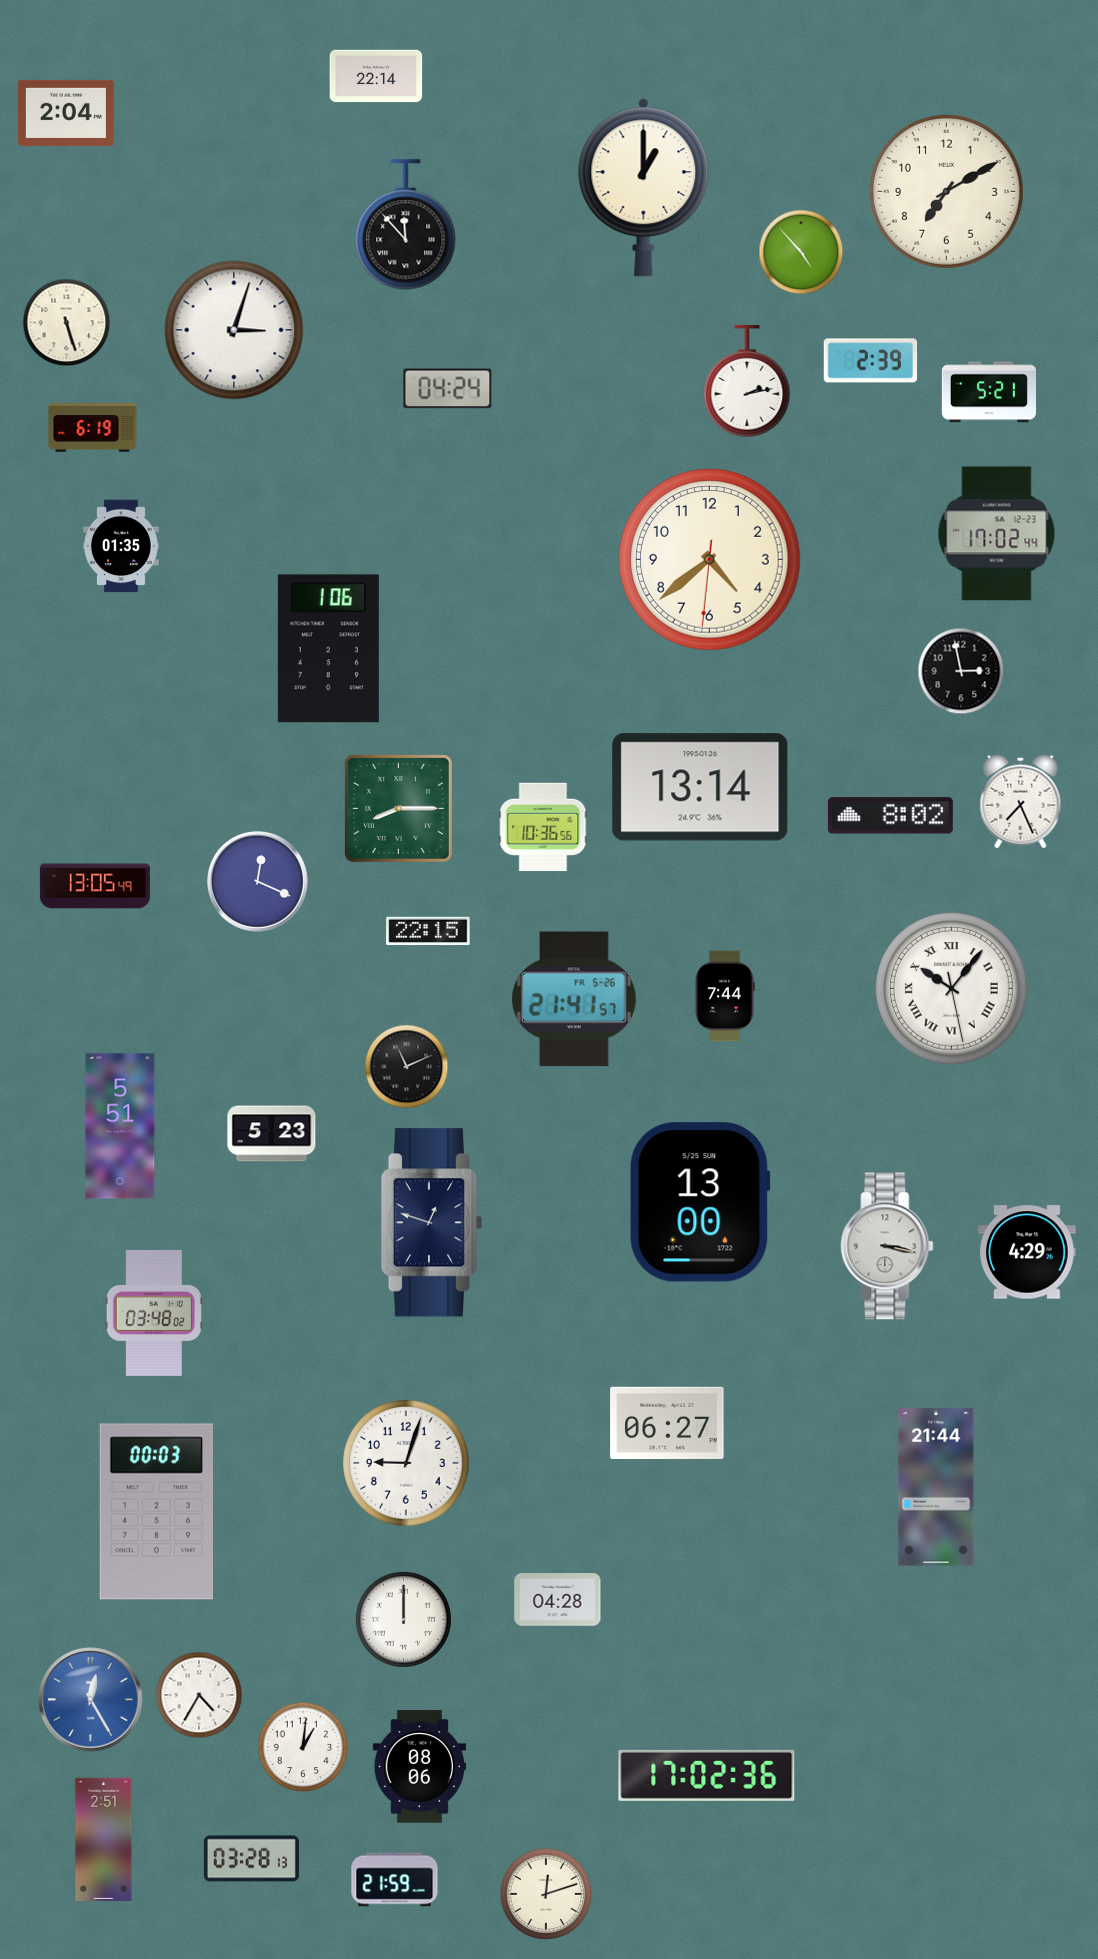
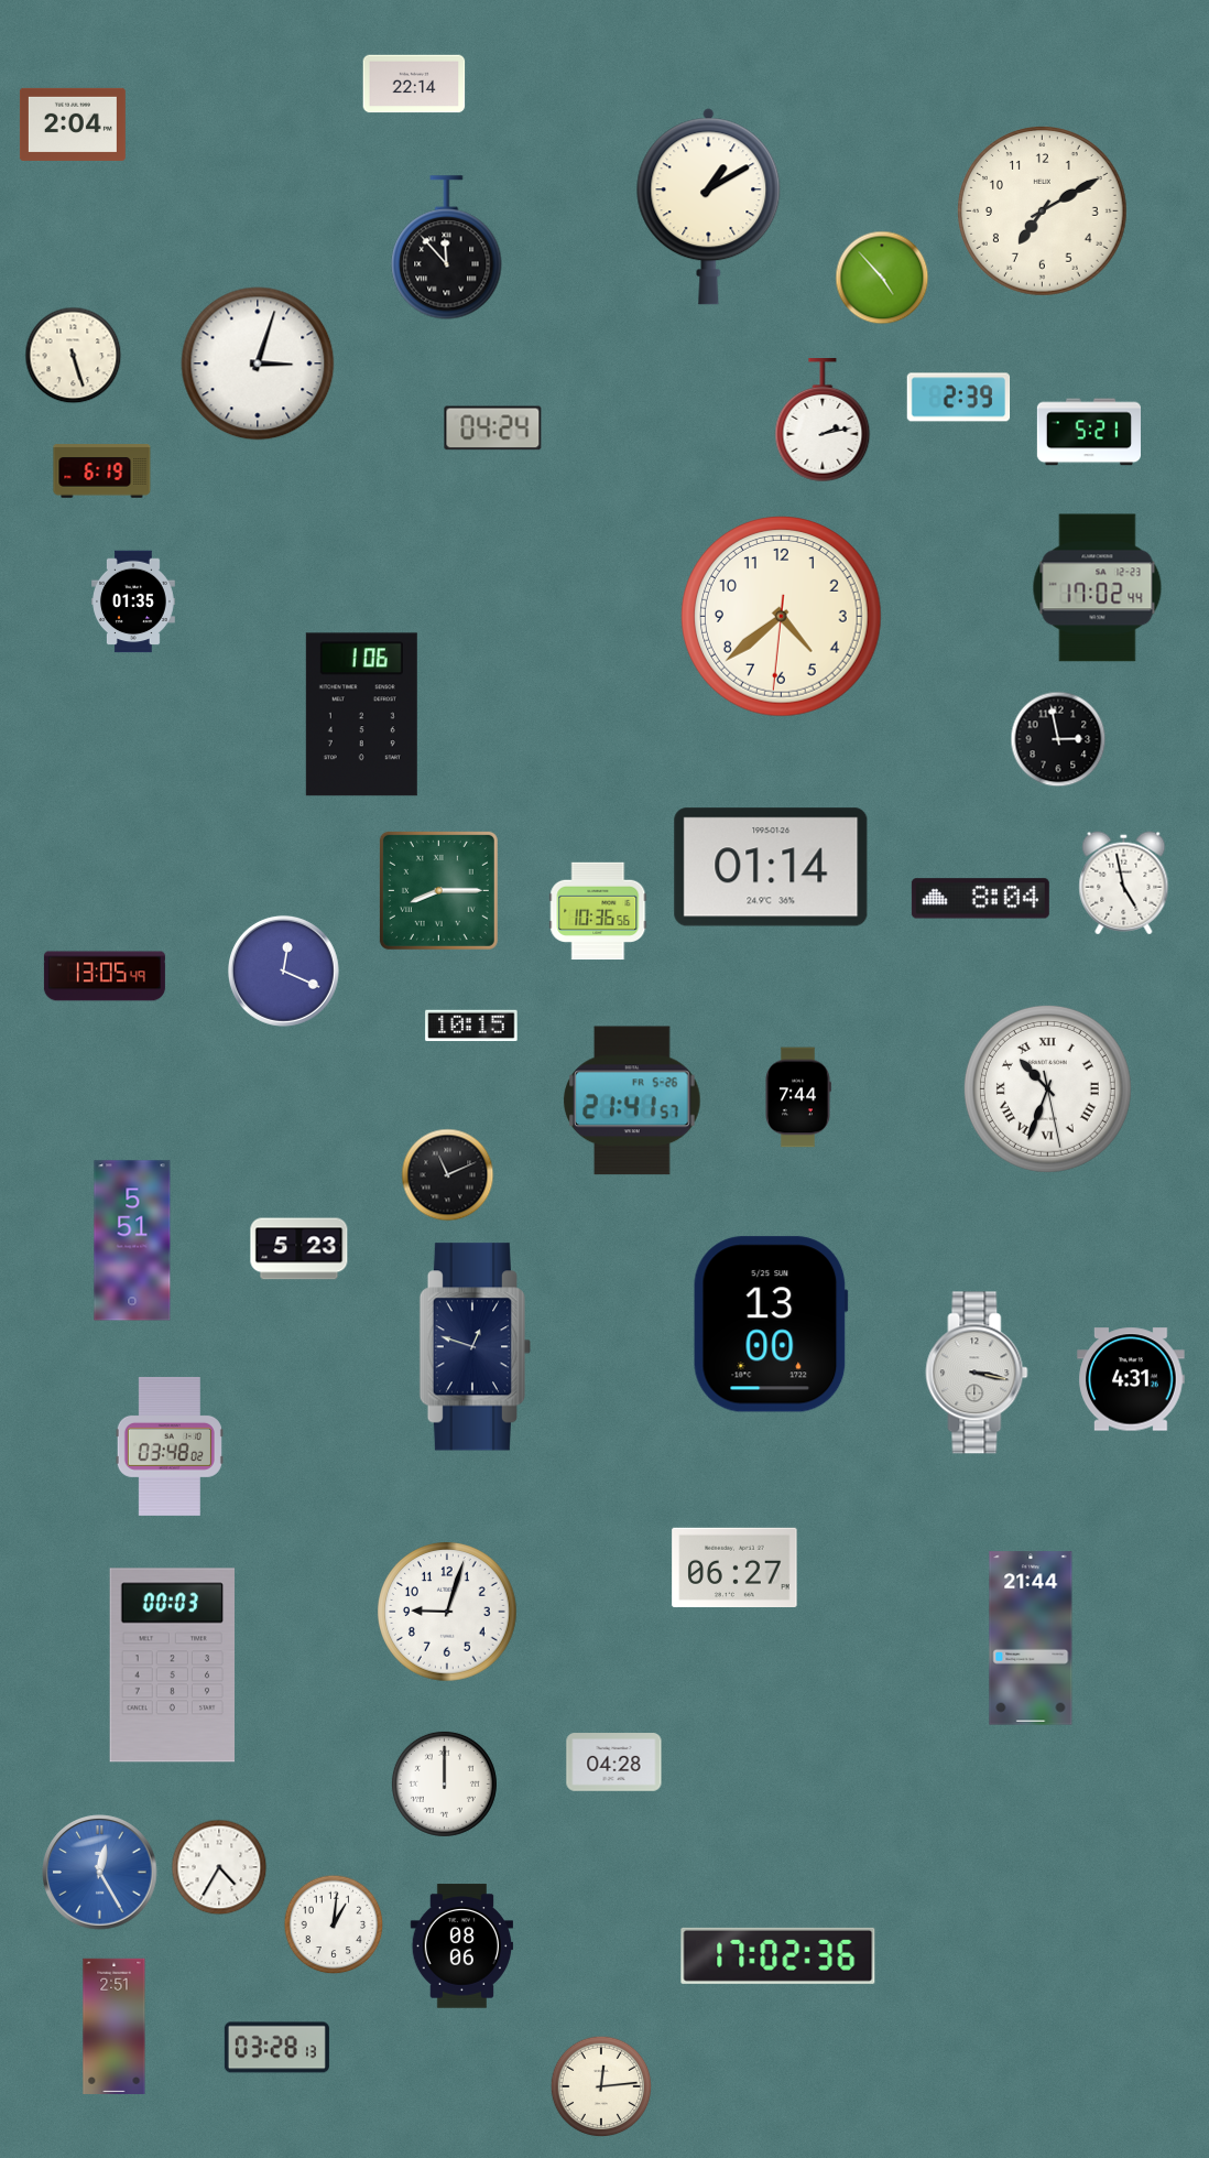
clock at (644, 188): 1:00 -> 1:10
clock at (700, 787): 13:14 -> 01:14
clock at (1021, 802): 7:26 -> 4:58
clock at (890, 816): 8:02 -> 8:04
clock at (428, 931): 22:15 -> 10:15
clock at (951, 988): 10:06 -> 10:33
clock at (1027, 1252): 4:29 -> 4:31
clock at (395, 1880): 21:59 -> none
clock at (546, 1894): 12:12 -> 12:14
